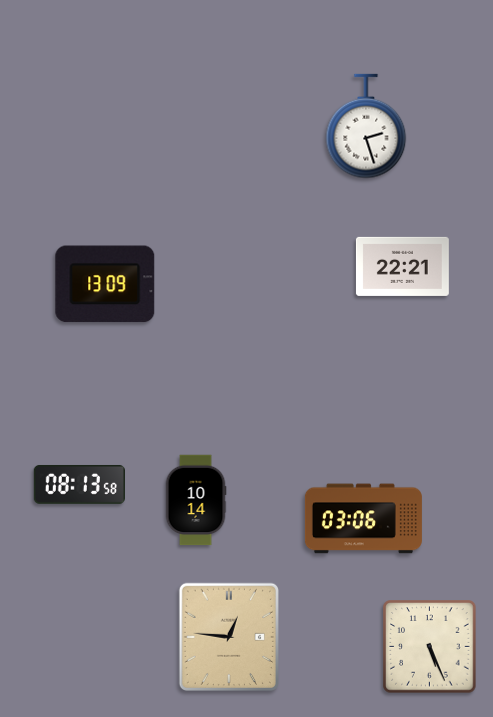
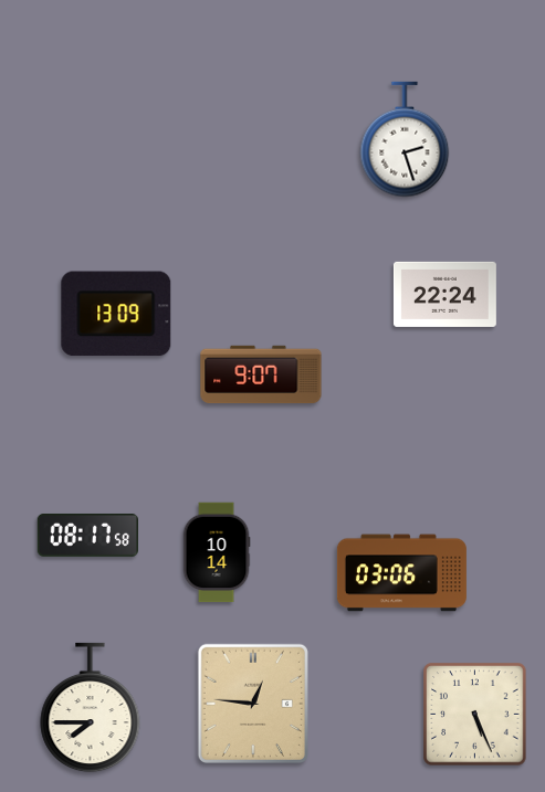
clock at (402, 266): 22:21 -> 22:24
clock at (261, 374): none -> 9:07
clock at (79, 484): 08:13 -> 08:17
clock at (91, 708): none -> 7:45
